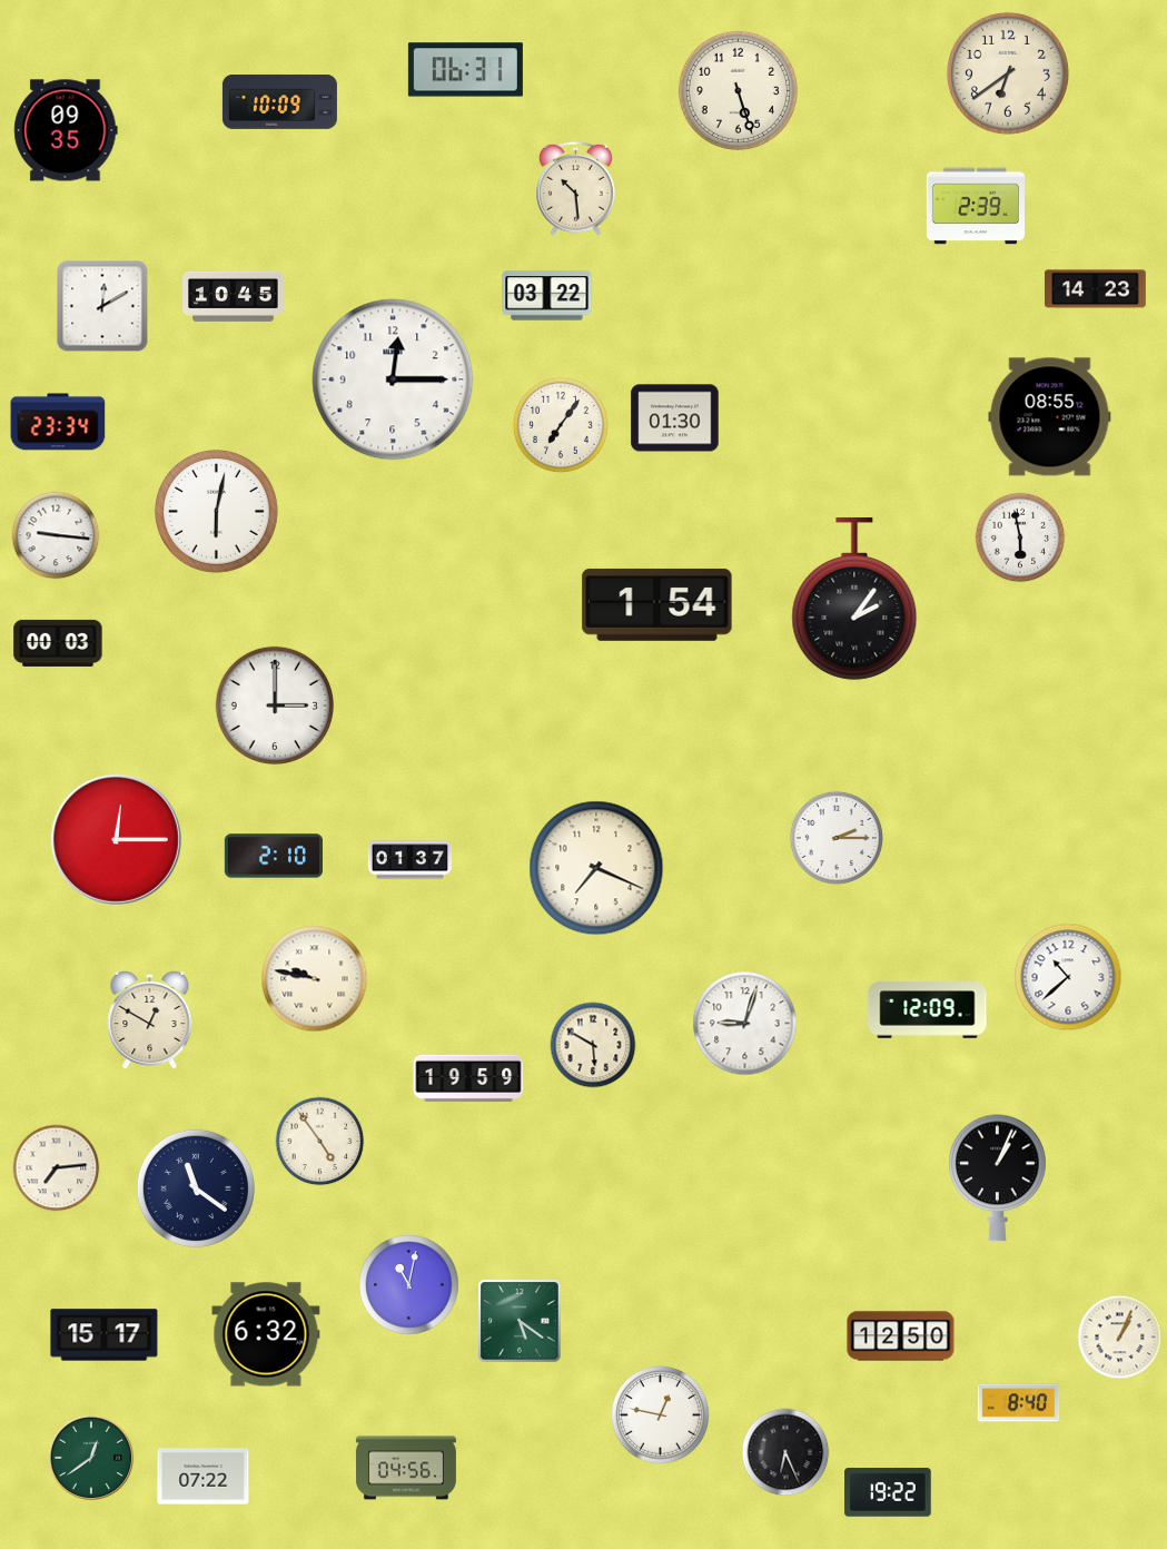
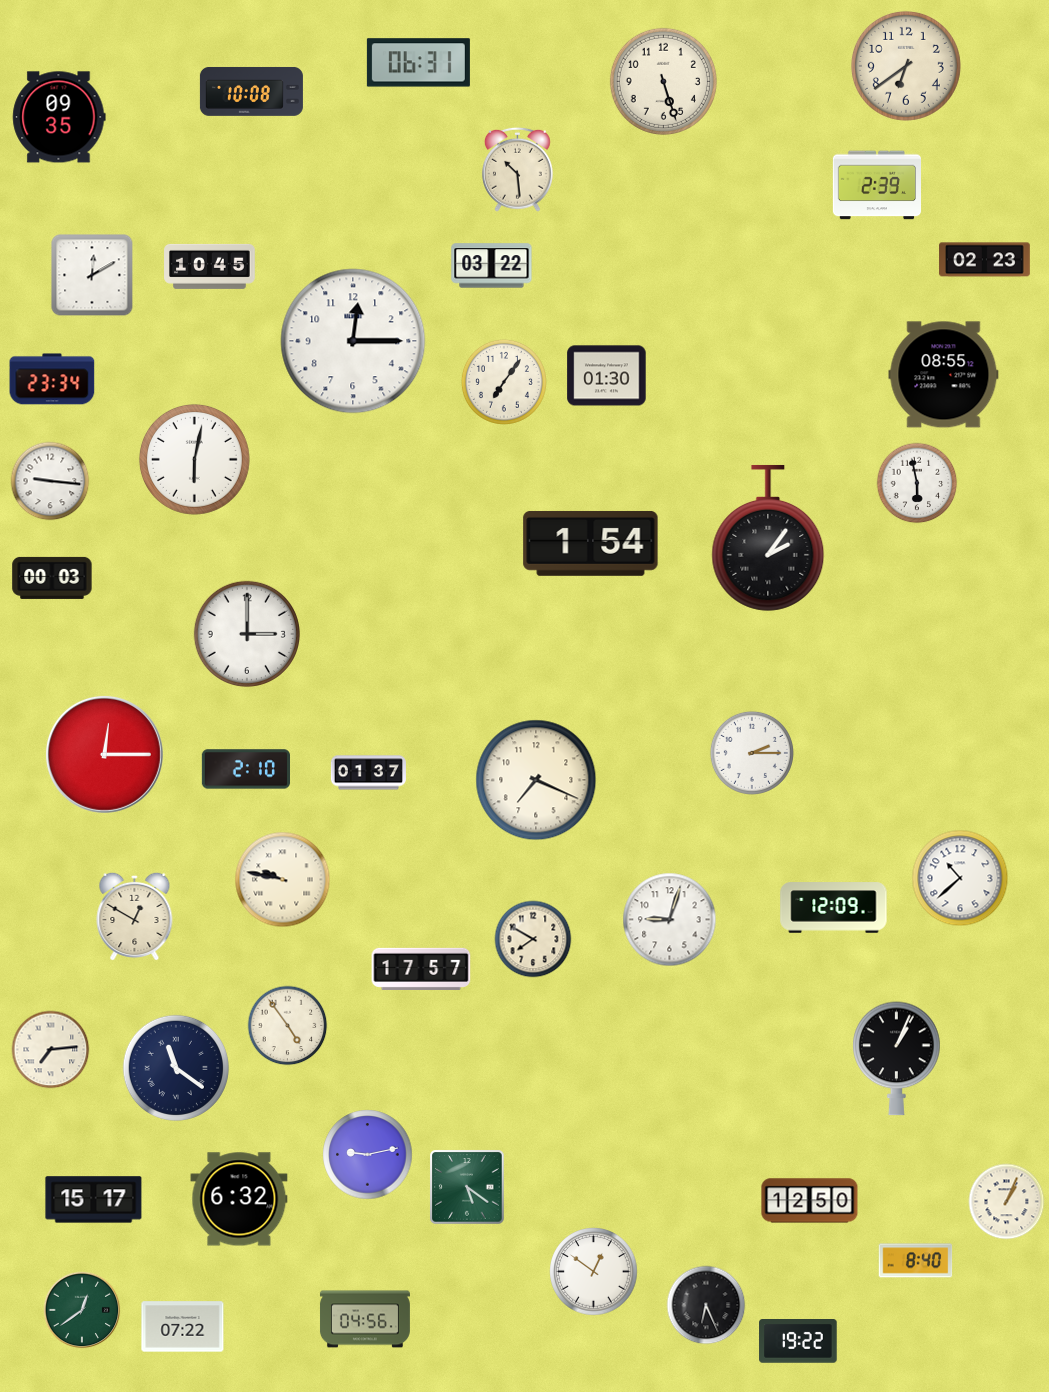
clock at (279, 101): 10:09 -> 10:08
clock at (1096, 289): 14:23 -> 02:23
clock at (593, 1045): 5:50 -> 7:50
clock at (468, 1078): 19:59 -> 17:57
clock at (409, 1285): 11:02 -> 9:13
clock at (661, 1415): 12:47 -> 12:51
